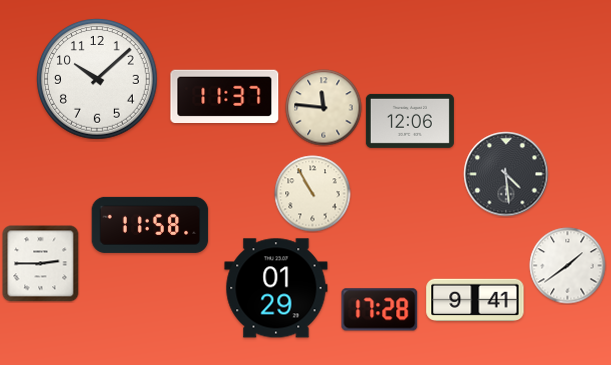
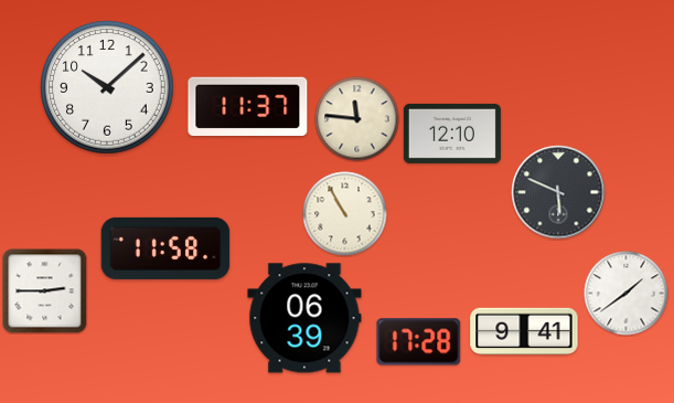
clock at (410, 121): 12:06 -> 12:10
clock at (506, 174): 4:29 -> 5:49
clock at (276, 288): 01:29 -> 06:39
